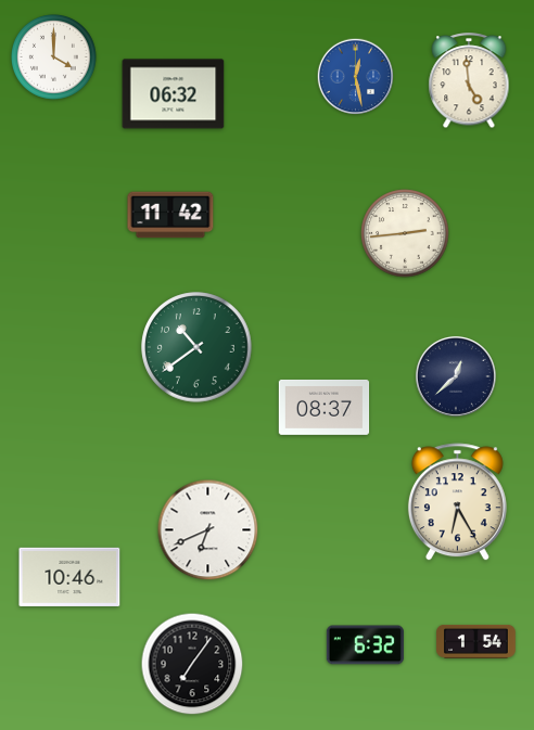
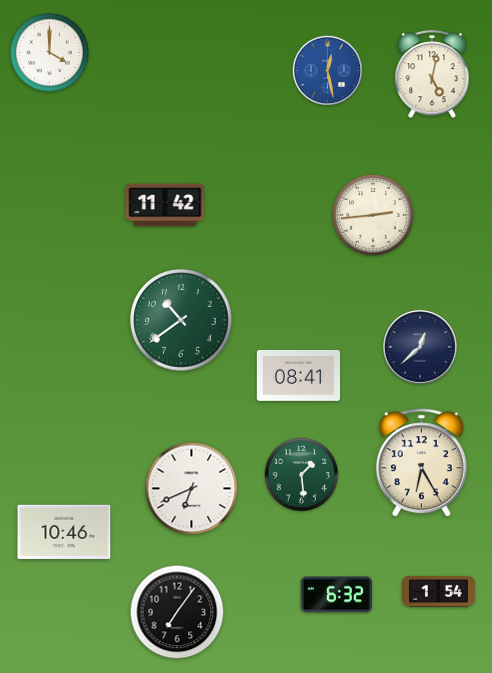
clock at (469, 81): 4:59 -> 5:02
clock at (174, 94): 06:32 -> none
clock at (170, 215) position: (170, 215) -> (165, 205)
clock at (325, 408): 08:37 -> 08:41
clock at (302, 475): none -> 1:29
